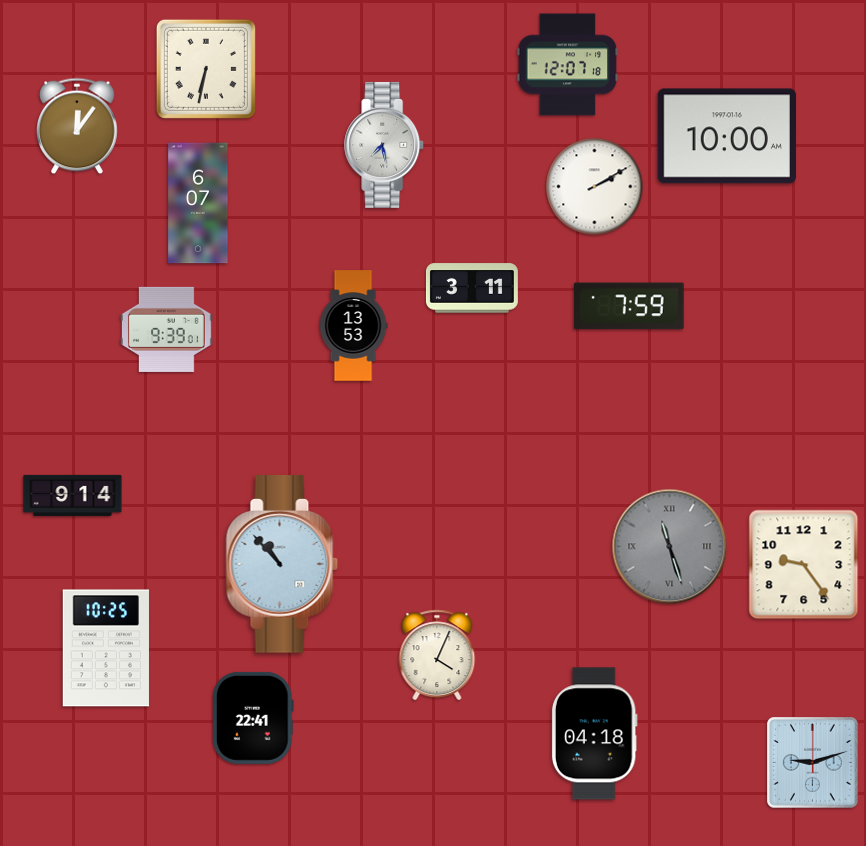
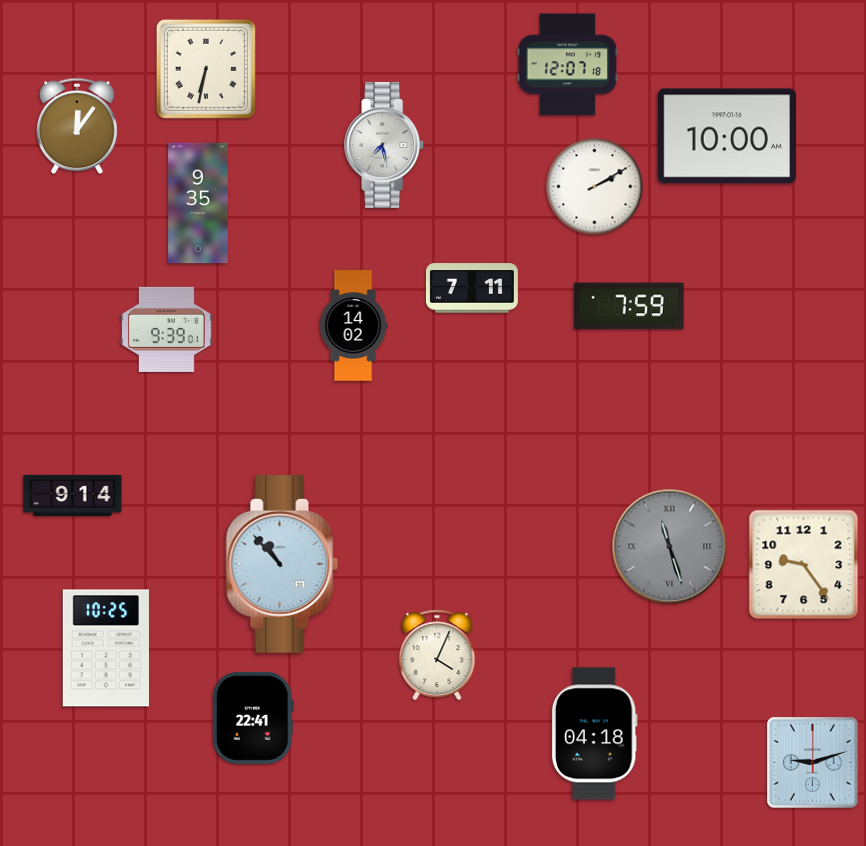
clock at (198, 203): 6:07 -> 9:35
clock at (472, 288): 3:11 -> 7:11
clock at (353, 326): 13:53 -> 14:02
